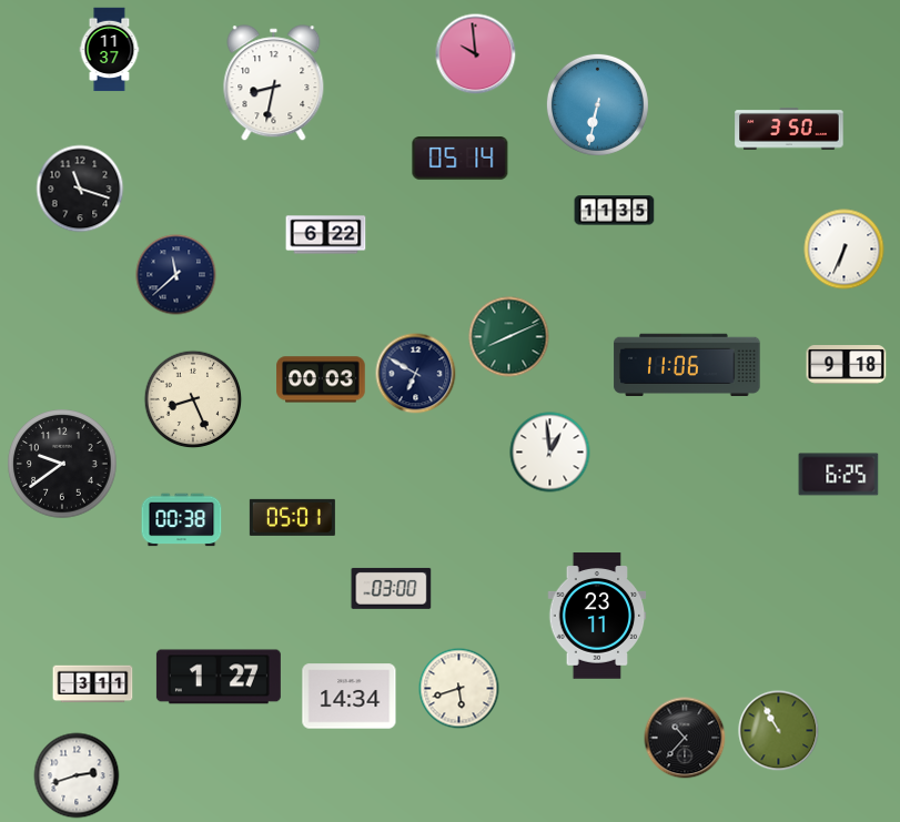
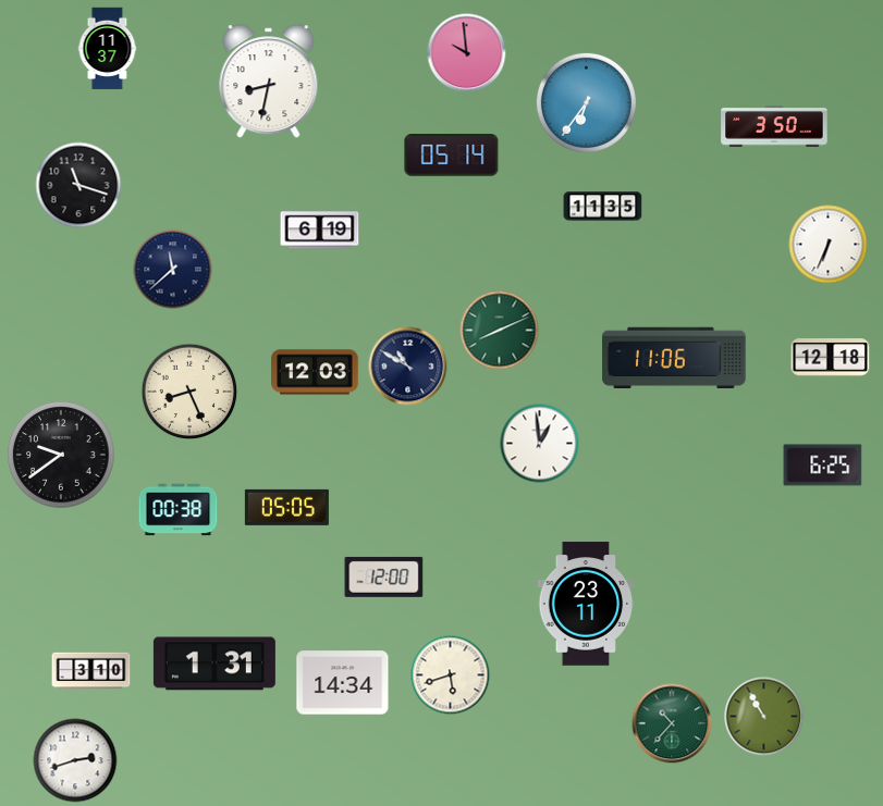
clock at (597, 104): 6:32 -> 6:36
clock at (326, 235): 6:22 -> 6:19
clock at (847, 365): 9:18 -> 12:18
clock at (416, 374): 6:50 -> 10:50
clock at (321, 379): 00:03 -> 12:03
clock at (292, 517): 05:01 -> 05:05
clock at (392, 588): 03:00 -> 12:00
clock at (219, 677): 1:27 -> 1:31
clock at (93, 684): 3:11 -> 3:10
clock at (685, 738) dial: black -> green
